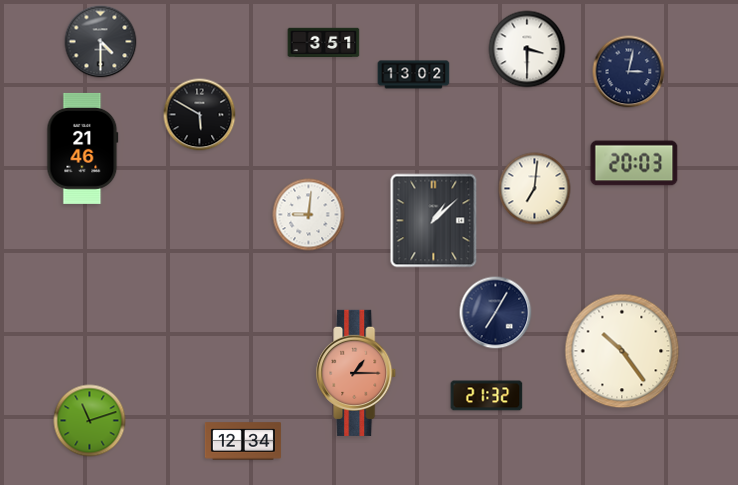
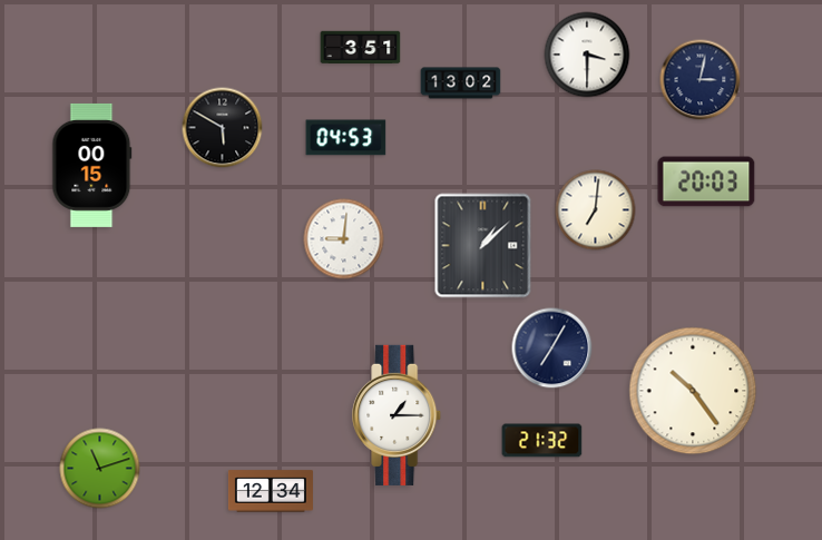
clock at (101, 42): 4:30 -> none
clock at (346, 138): none -> 04:53
clock at (83, 148): 21:46 -> 00:15
clock at (357, 373) dial: salmon -> white
